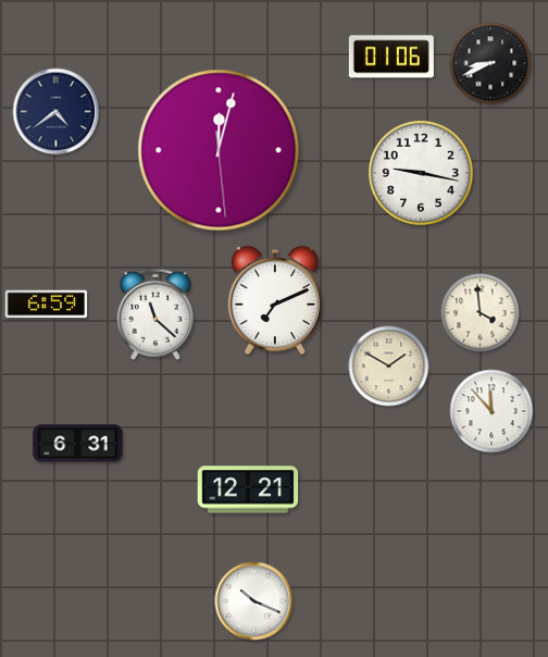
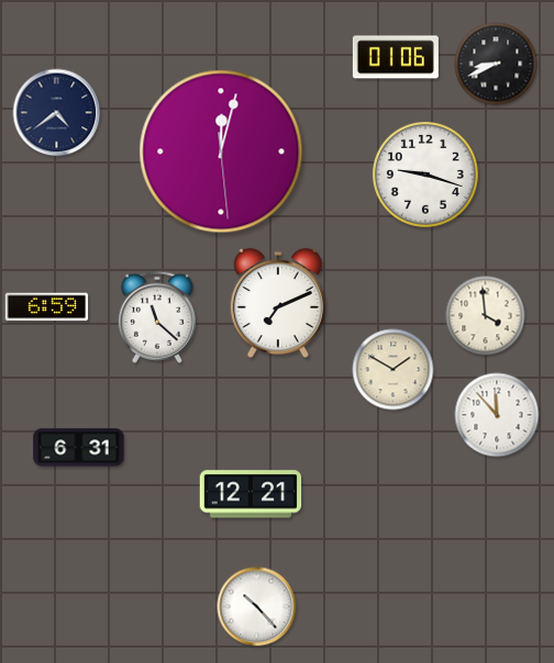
clock at (421, 173): 9:17 -> 9:18
clock at (254, 602): 10:19 -> 10:23
